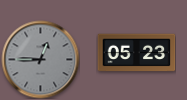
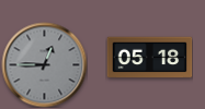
clock at (136, 53): 05:23 -> 05:18
